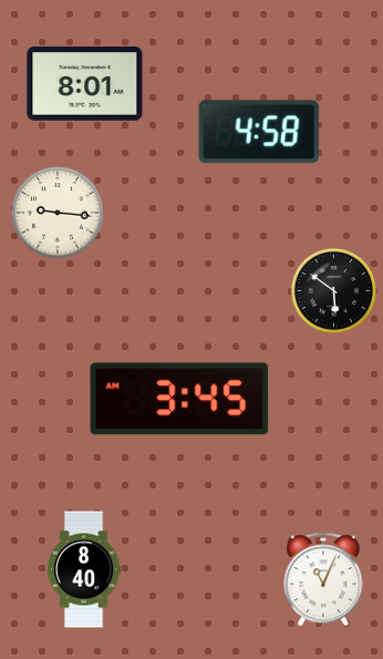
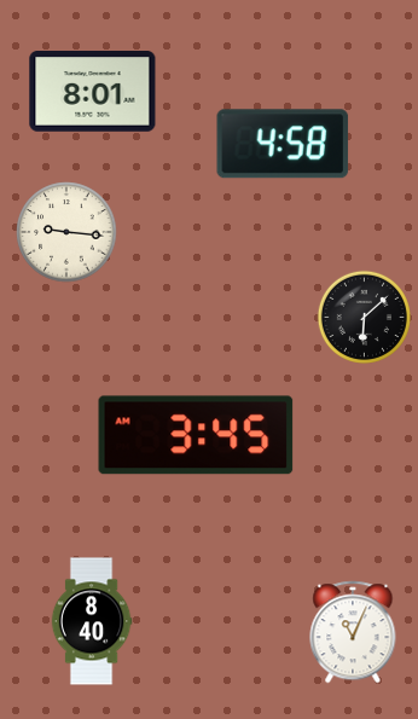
clock at (58, 213) position: (58, 213) -> (66, 232)
clock at (333, 290): 5:51 -> 6:08
